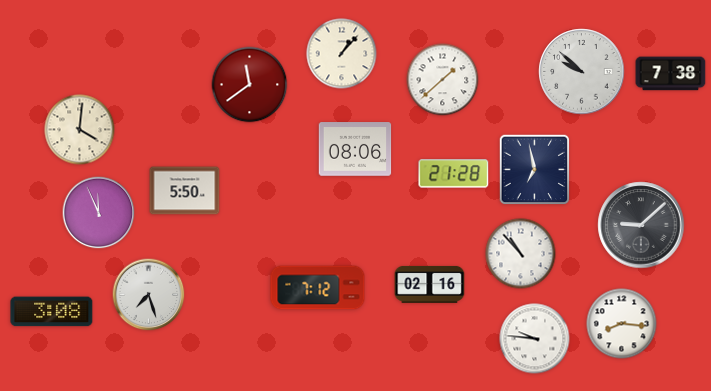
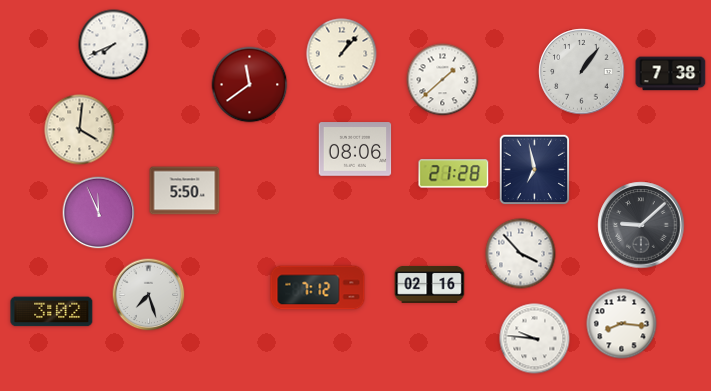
clock at (114, 45): none -> 7:41
clock at (582, 72): 9:52 -> 1:06
clock at (521, 254): 10:53 -> 3:53
clock at (52, 312): 3:08 -> 3:02
